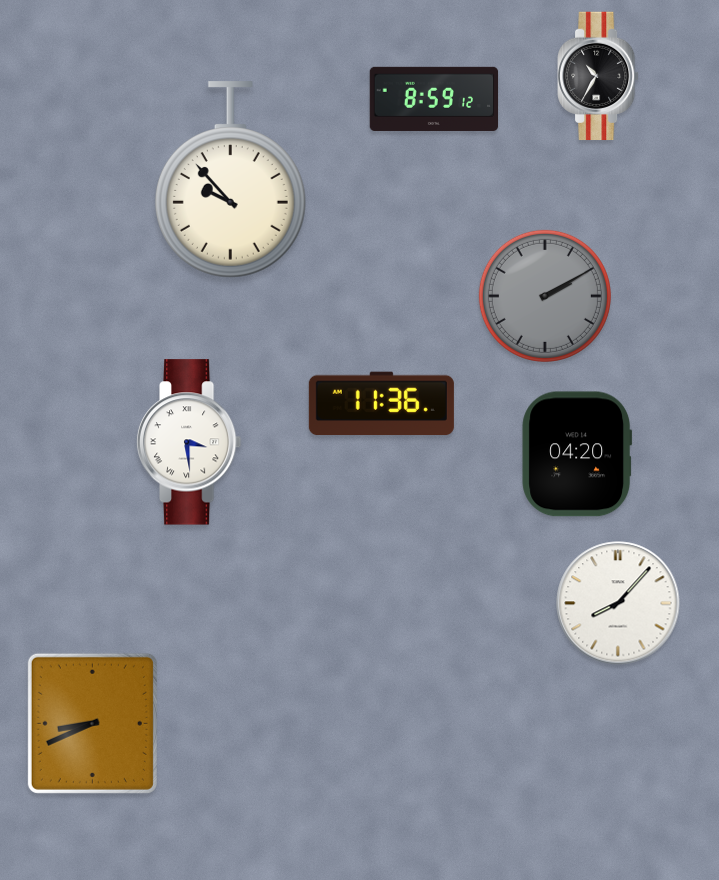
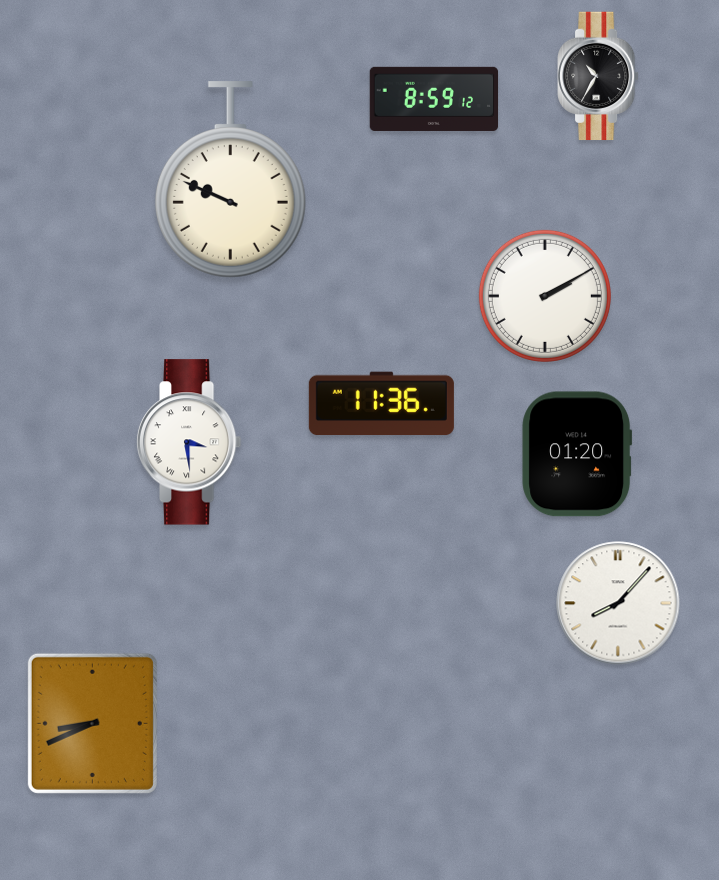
clock at (230, 180): 9:53 -> 9:49
clock at (545, 296) dial: grey -> white
clock at (577, 454): 04:20 -> 01:20
